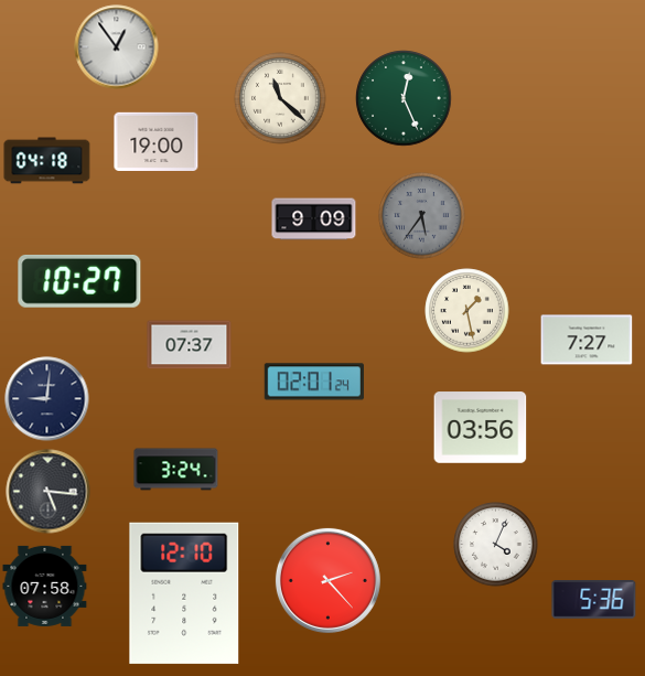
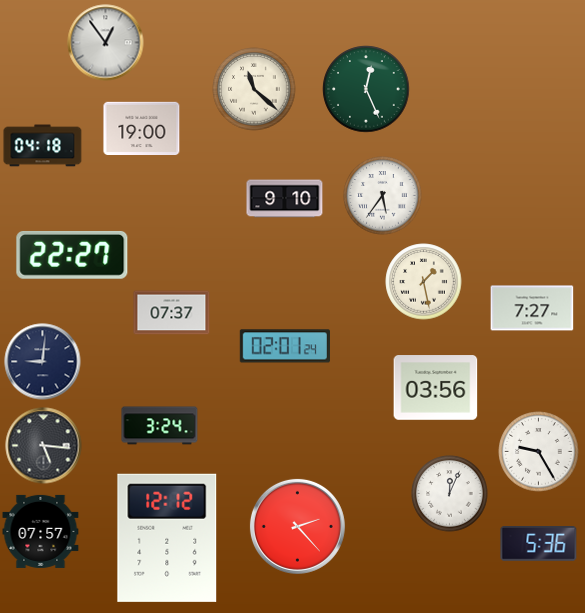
clock at (422, 216) dial: grey -> white
clock at (314, 219): 9:09 -> 9:10
clock at (79, 281): 10:27 -> 22:27
clock at (539, 452): none -> 9:25
clock at (496, 545): 4:04 -> 12:04
clock at (45, 586): 07:58 -> 07:57
clock at (184, 593): 12:10 -> 12:12
